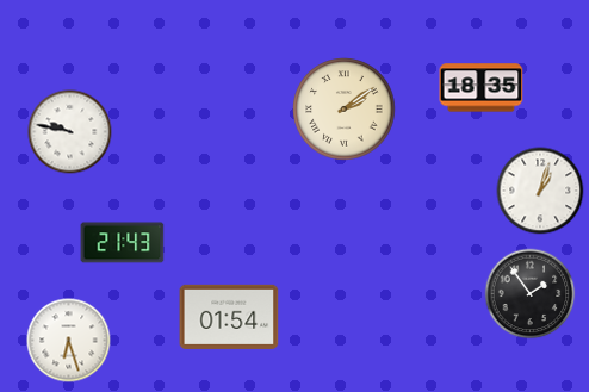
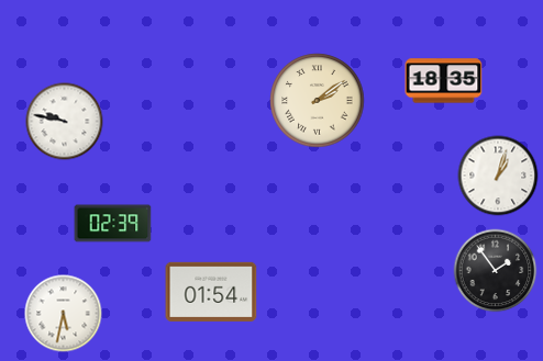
clock at (123, 243): 21:43 -> 02:39
clock at (531, 294) position: (531, 294) -> (496, 271)
clock at (69, 341): 6:27 -> 5:32
